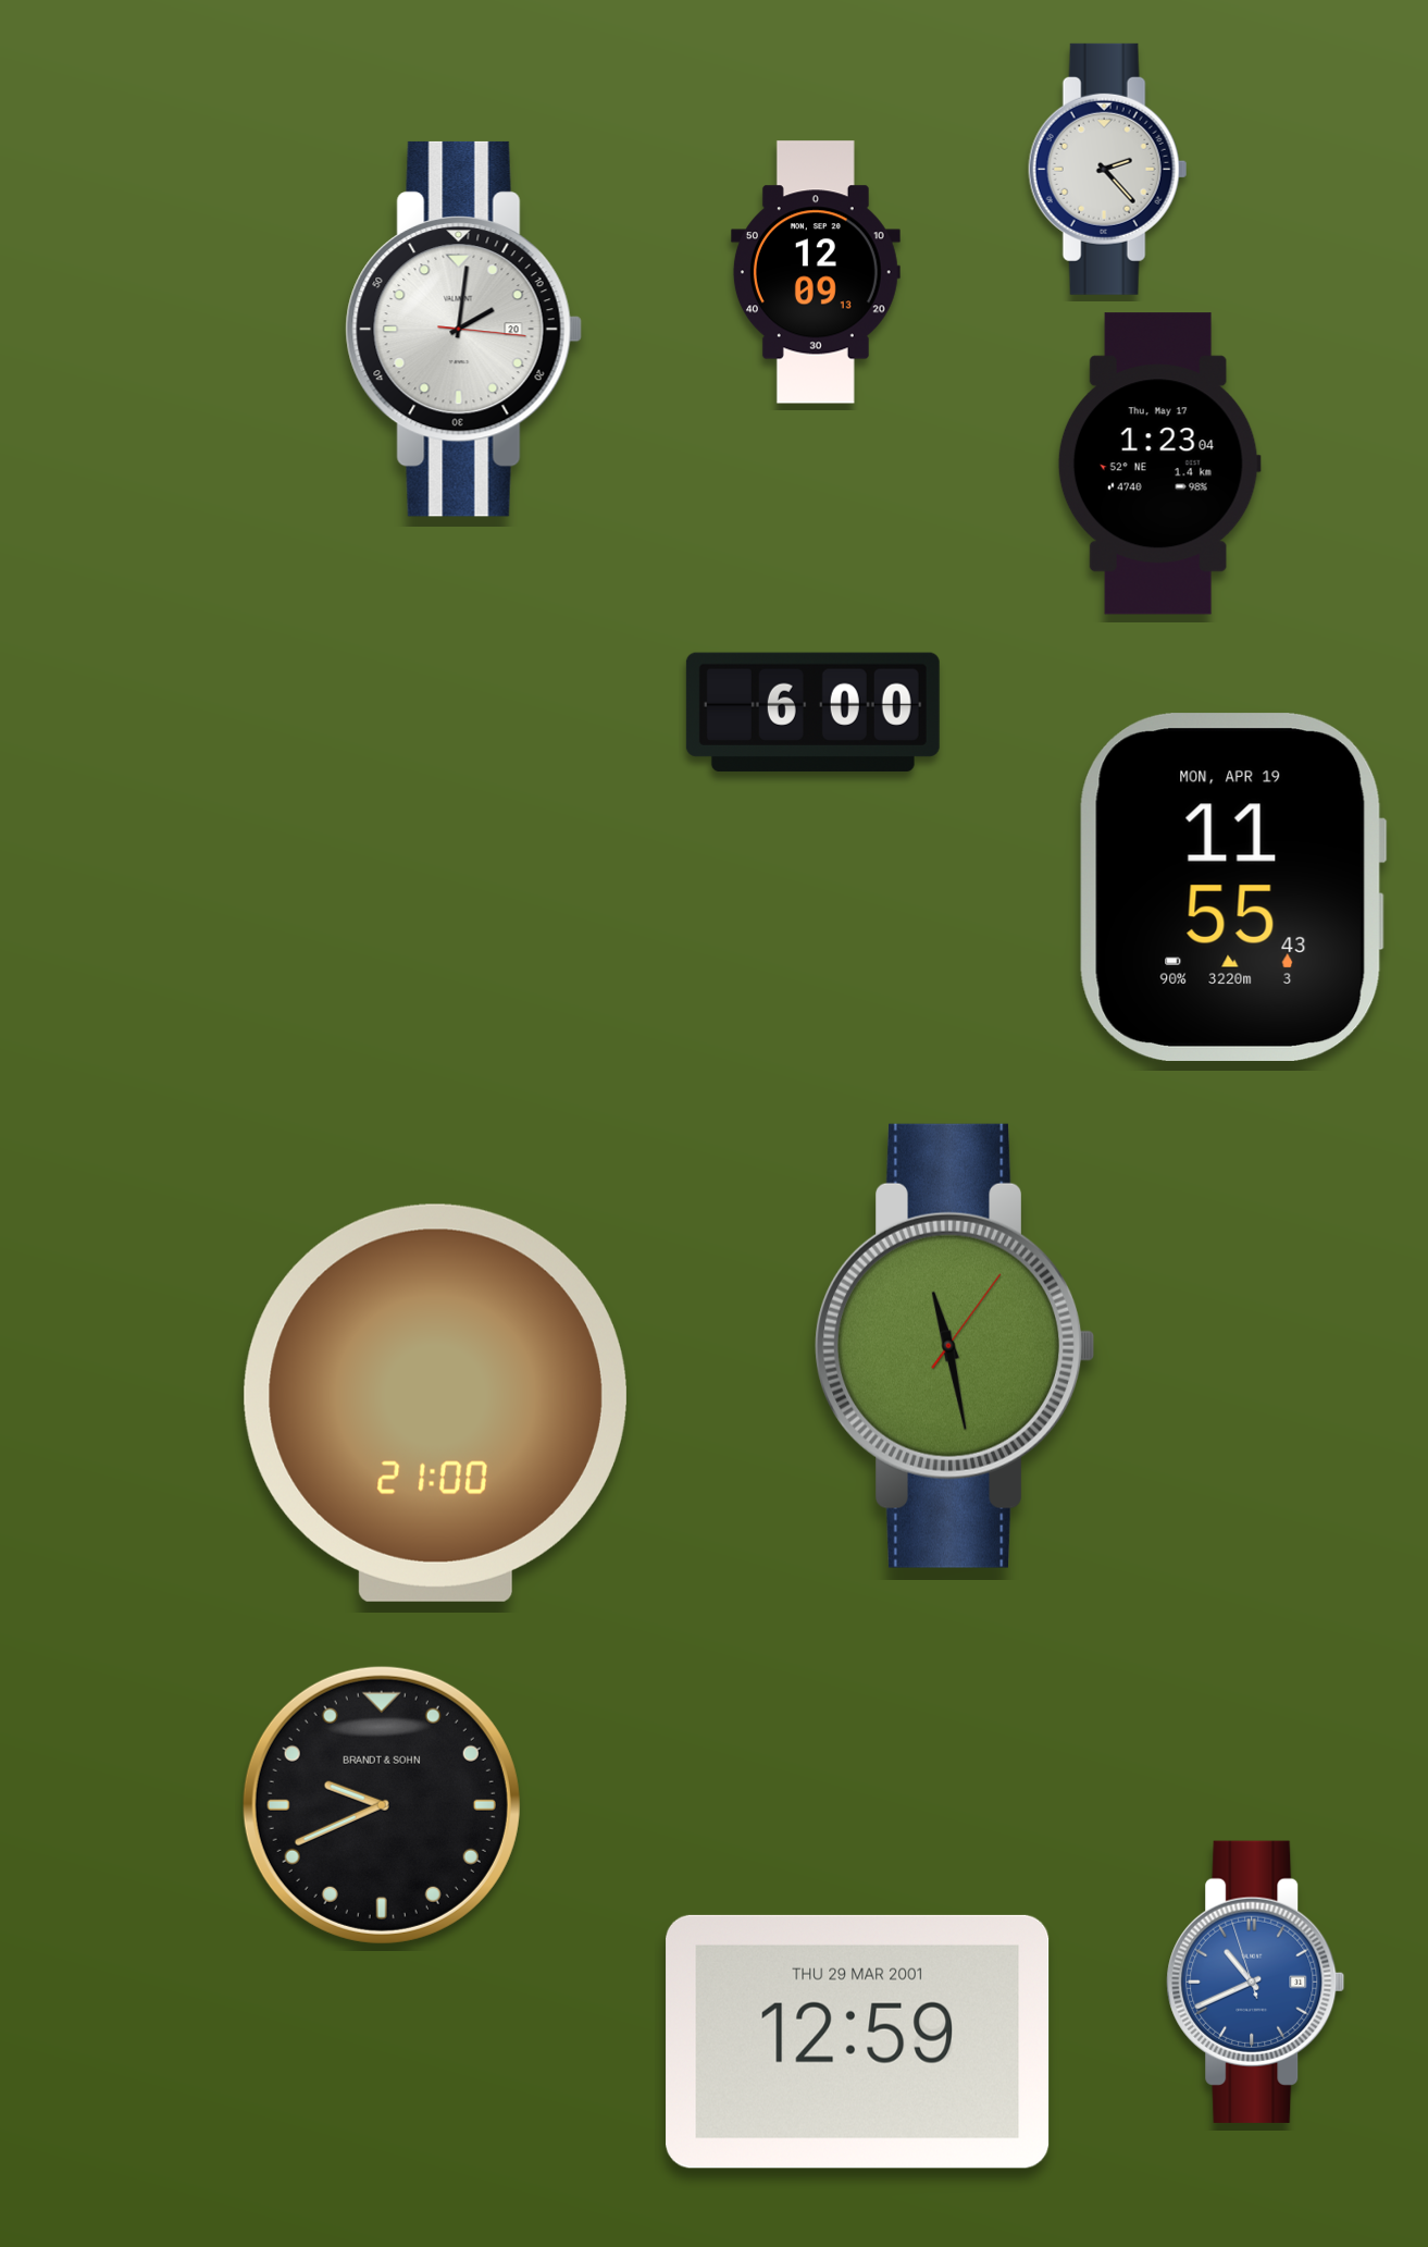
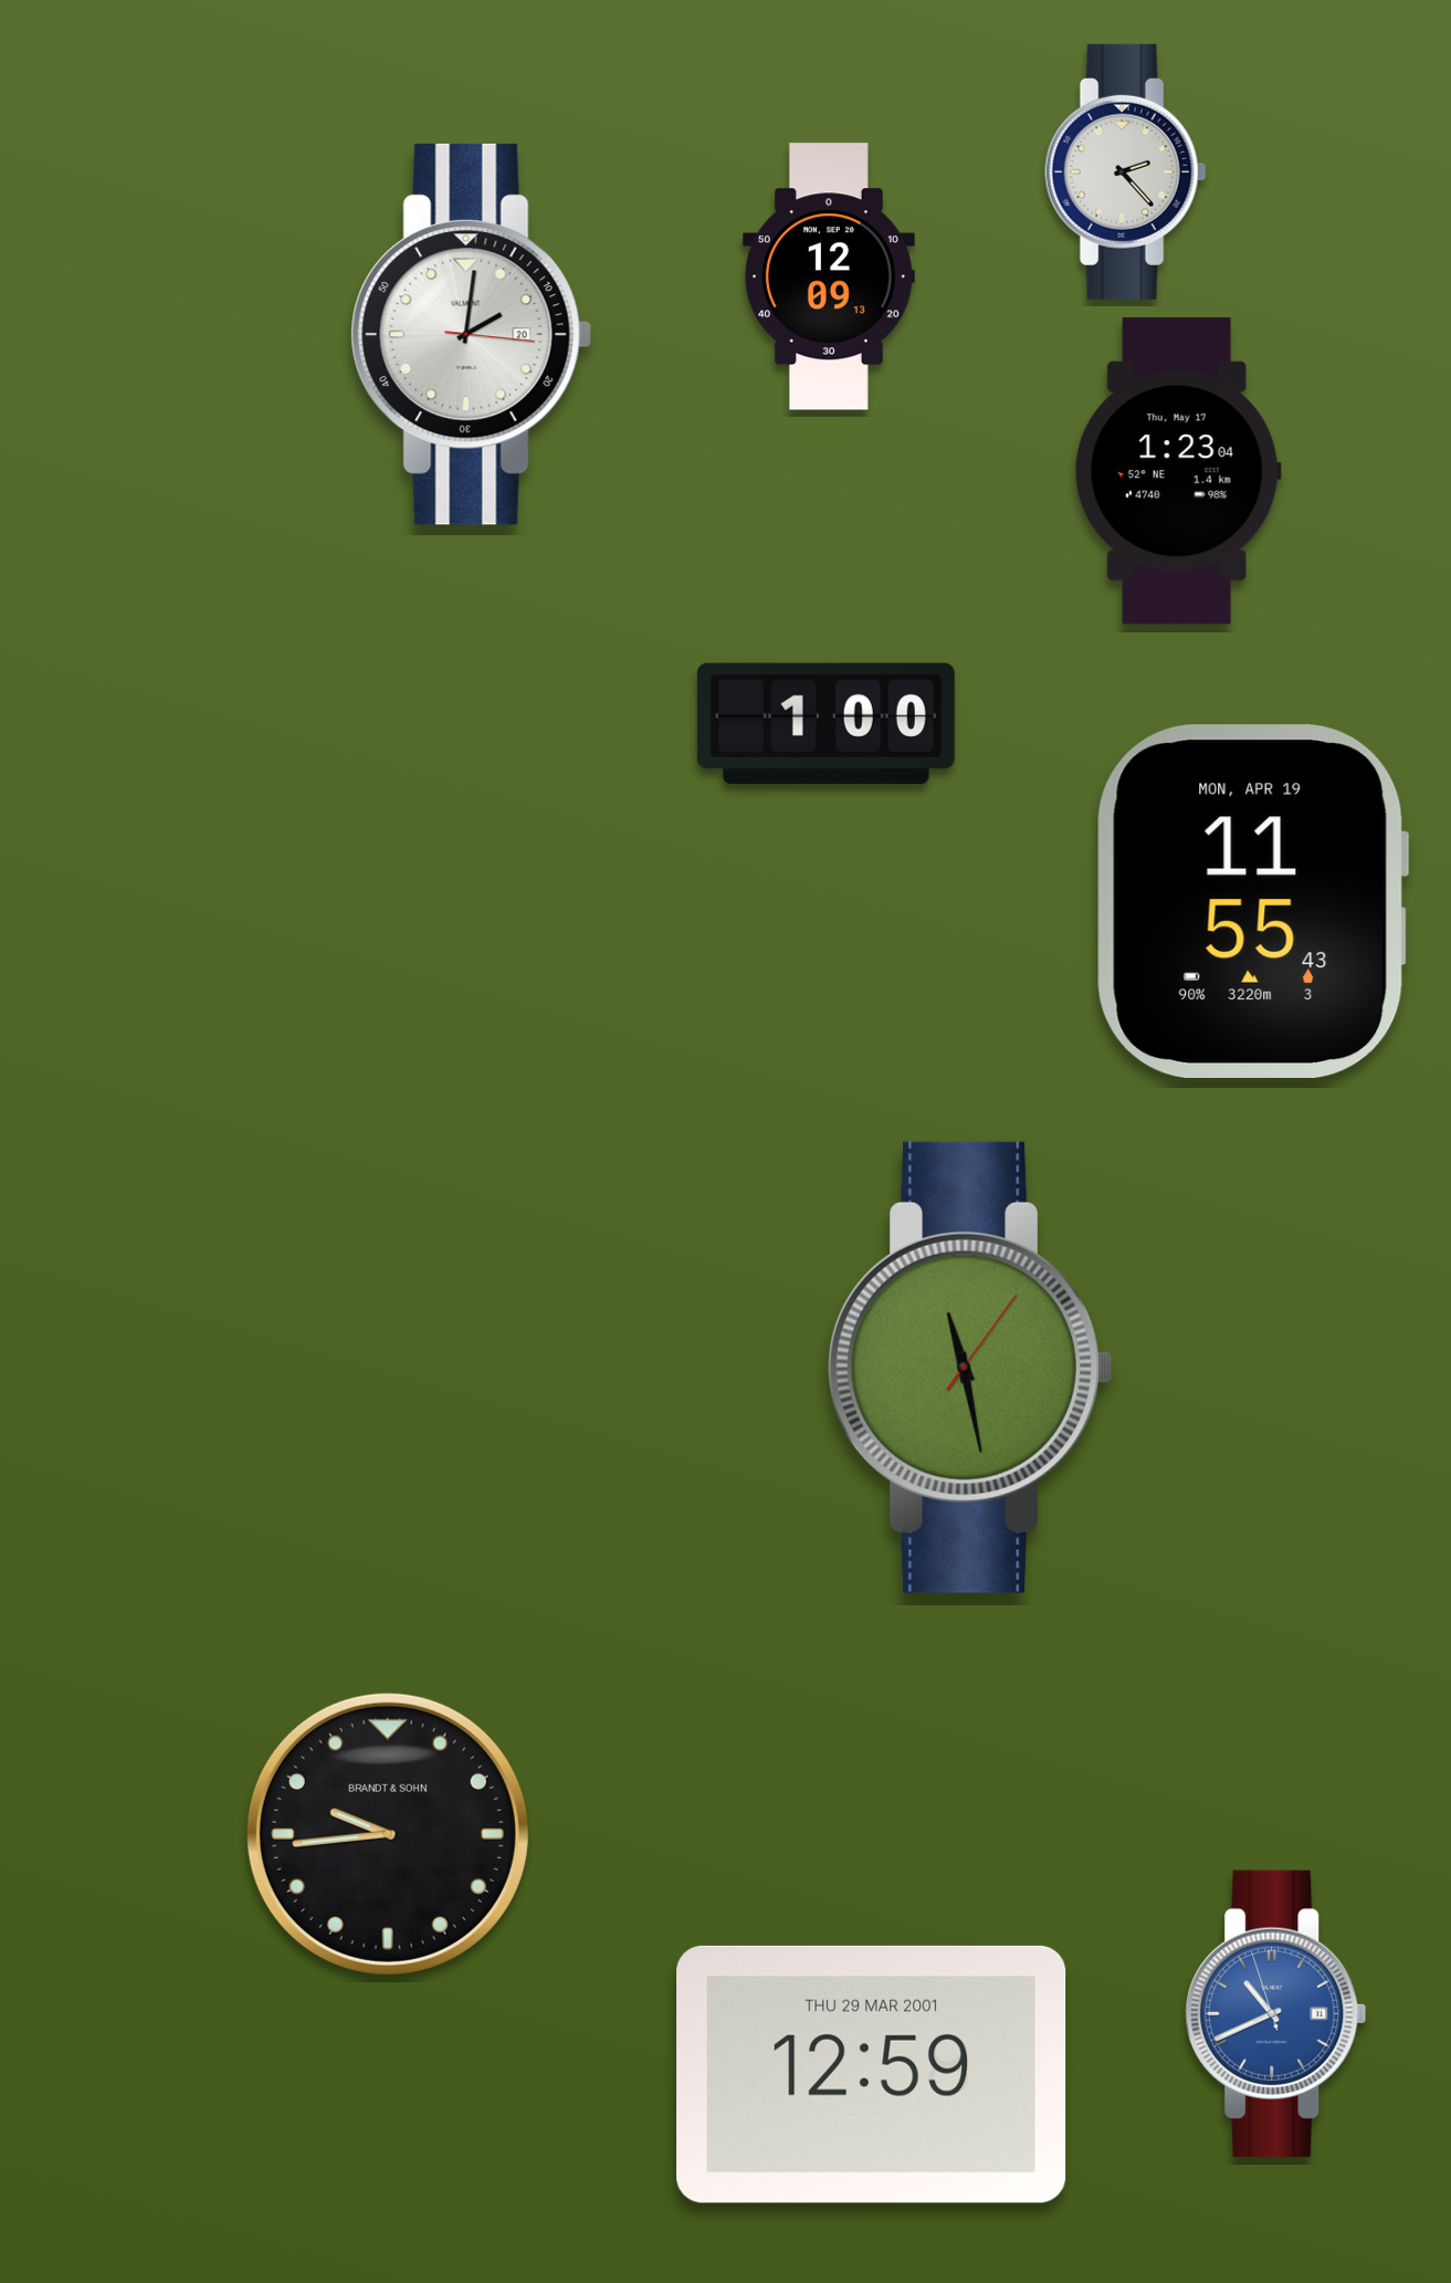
clock at (812, 712): 6:00 -> 1:00
clock at (435, 1403): 21:00 -> none
clock at (382, 1805): 9:41 -> 9:44
